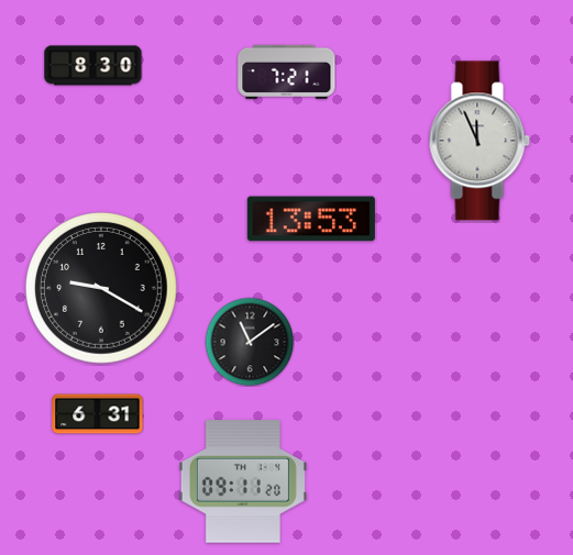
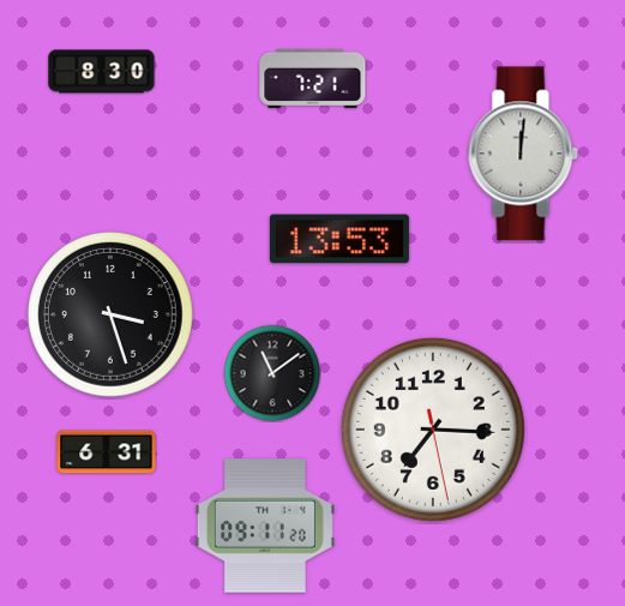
clock at (480, 141): 11:56 -> 12:01
clock at (102, 289): 9:20 -> 3:27
clock at (433, 430): none -> 7:15
